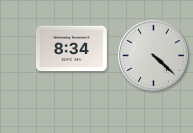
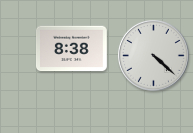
clock at (71, 49): 8:34 -> 8:38
